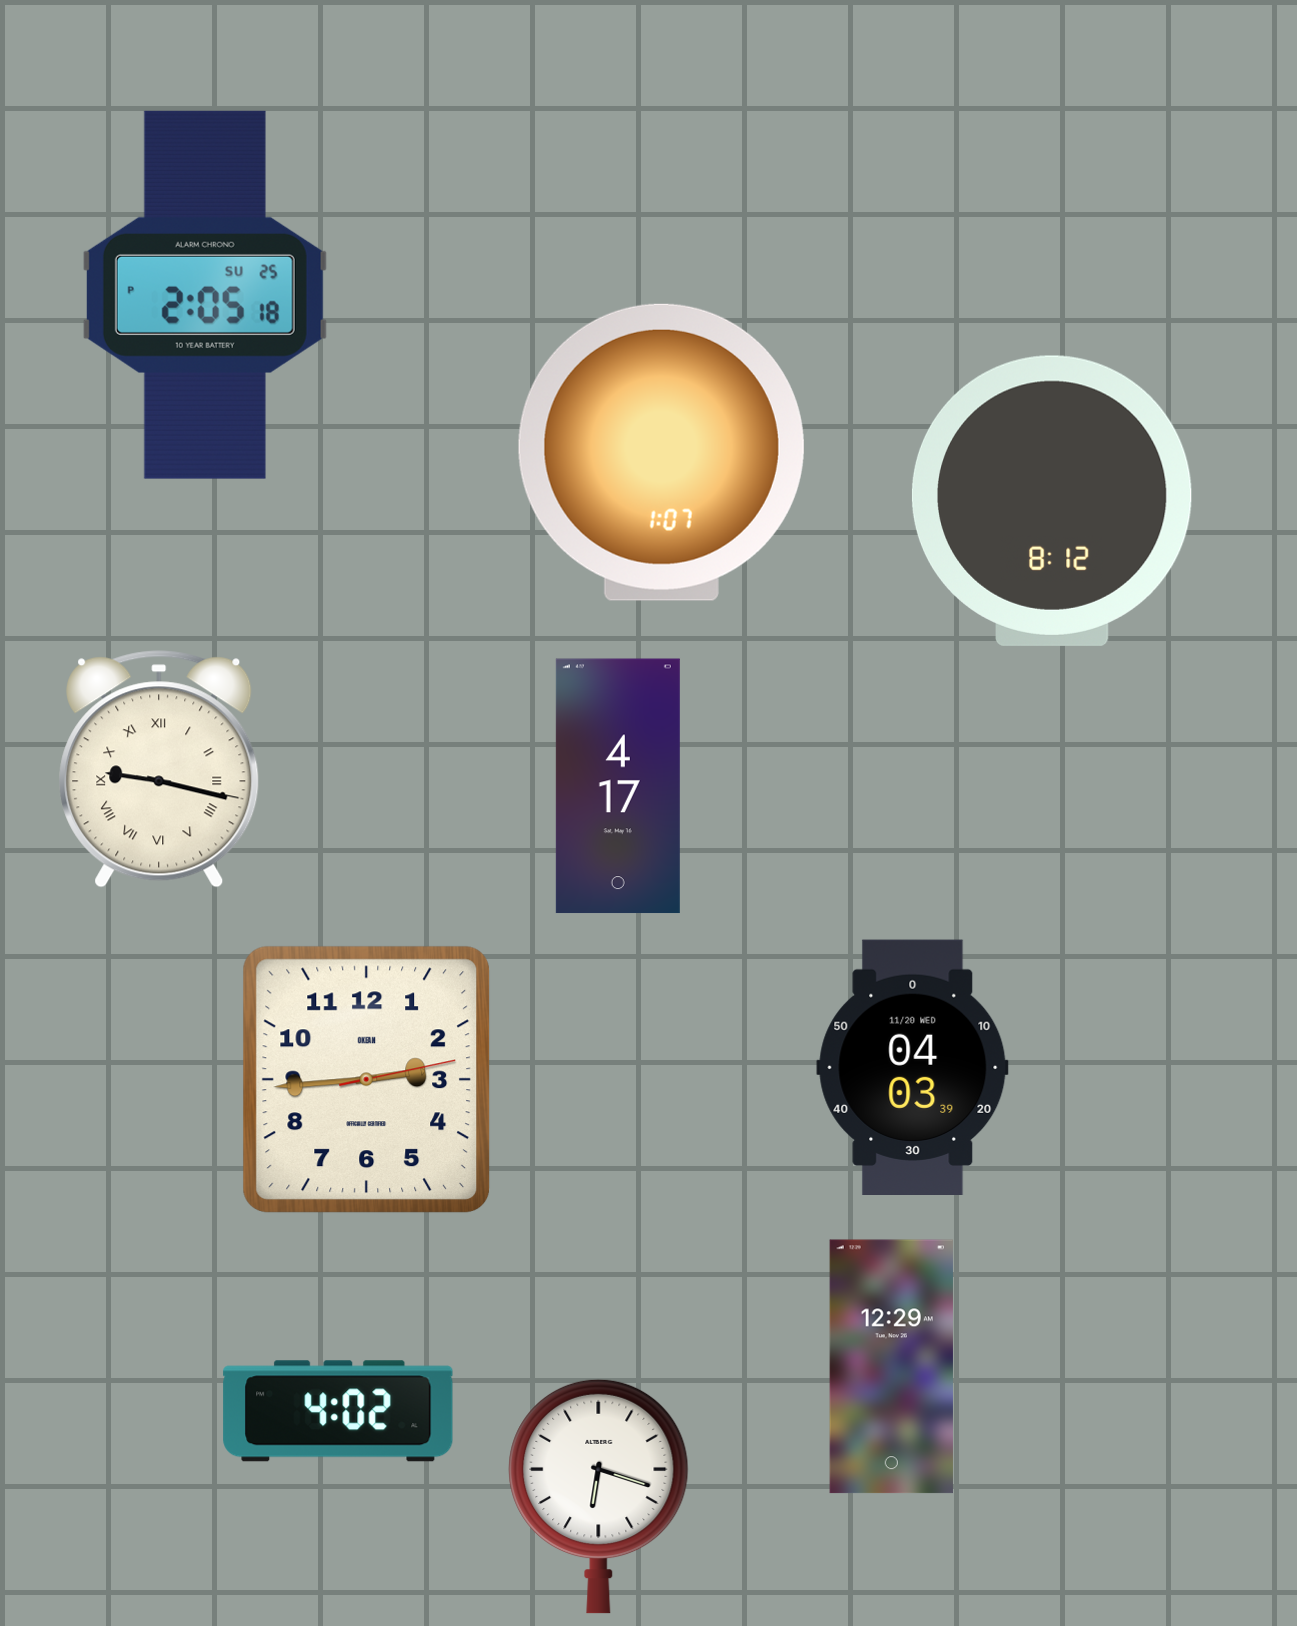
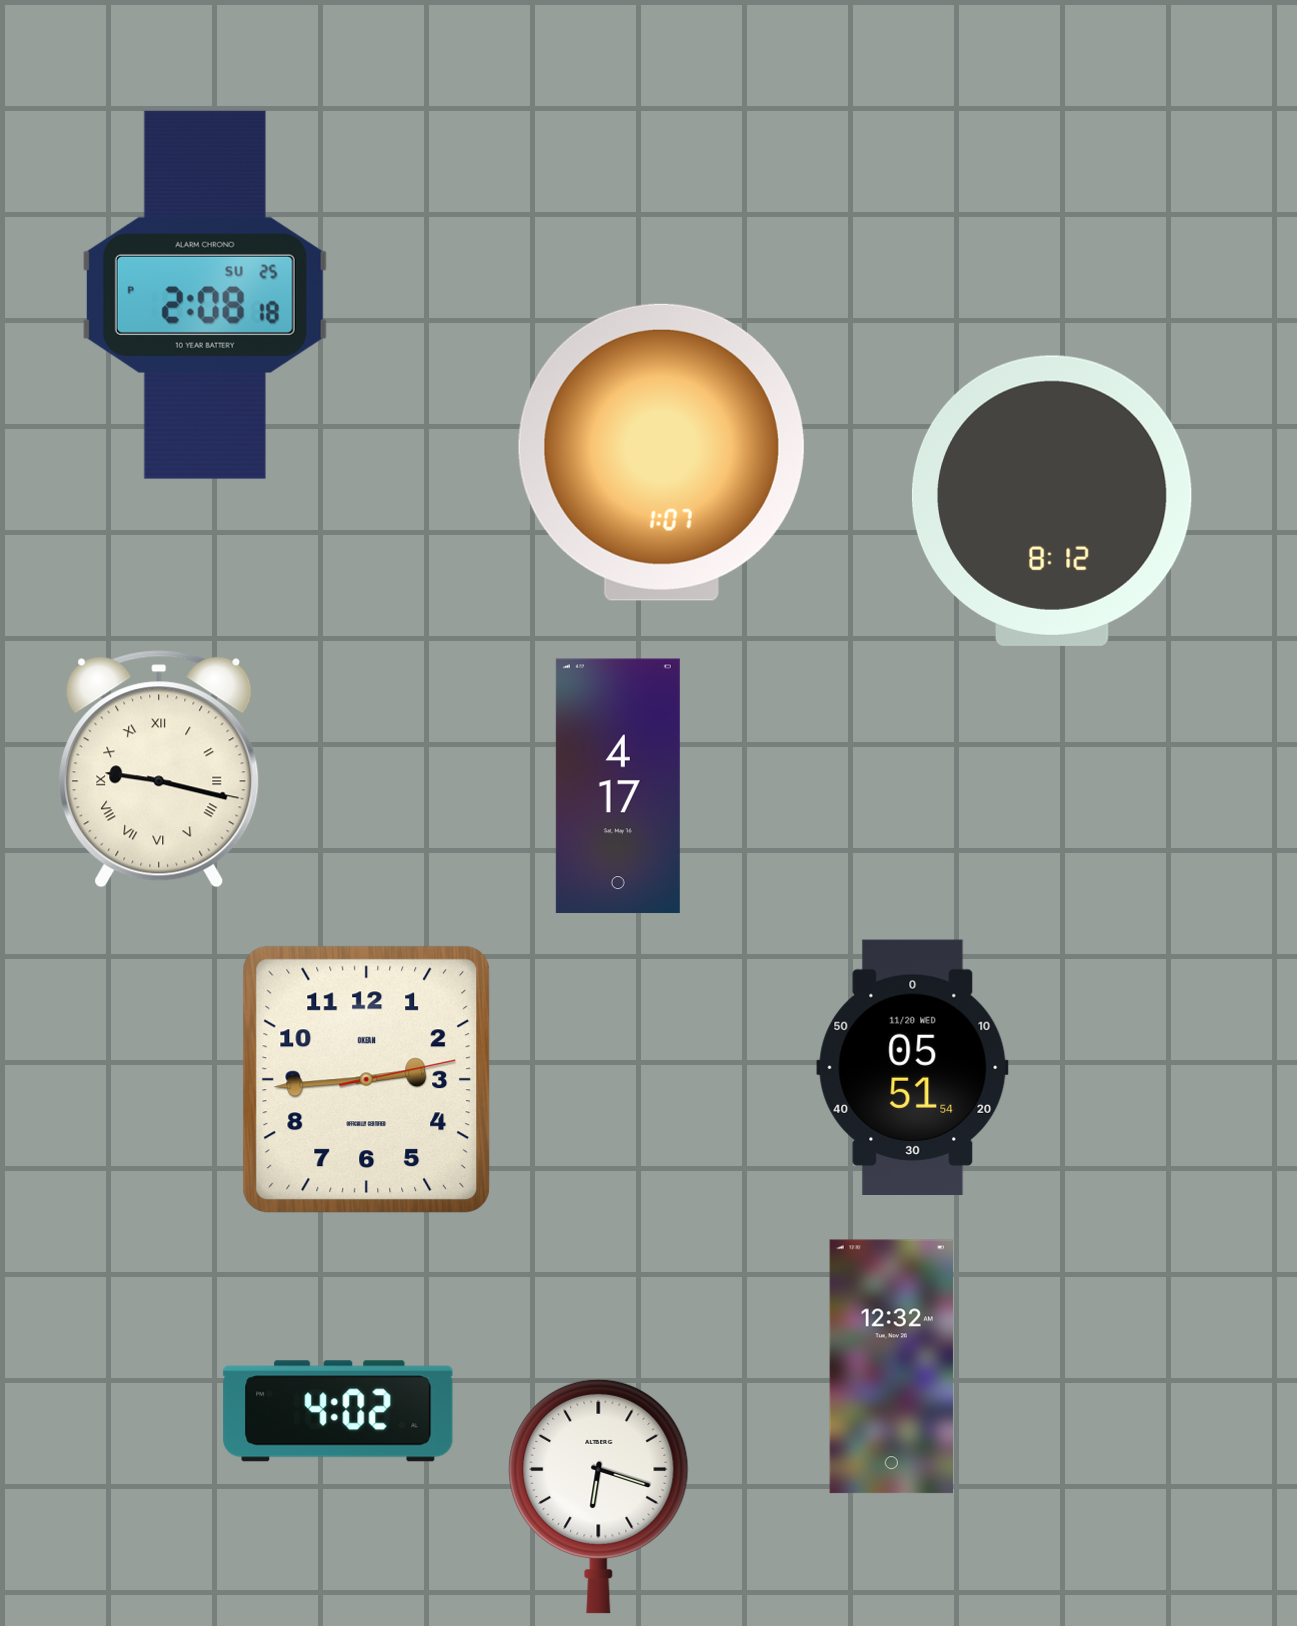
clock at (205, 295): 2:05 -> 2:08
clock at (913, 1067): 04:03 -> 05:51
clock at (891, 1367): 12:29 -> 12:32
